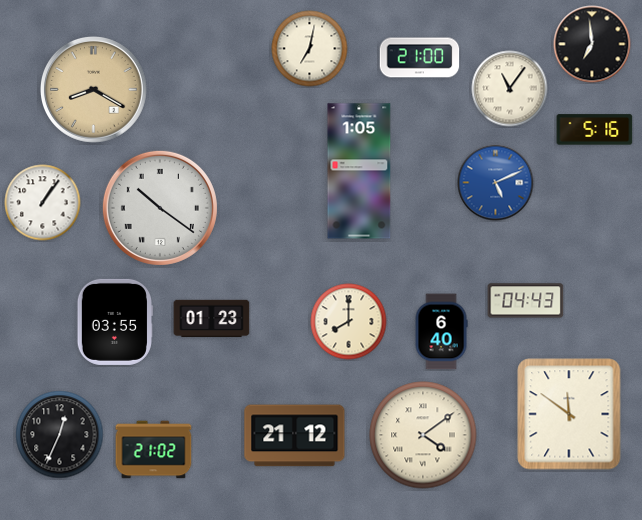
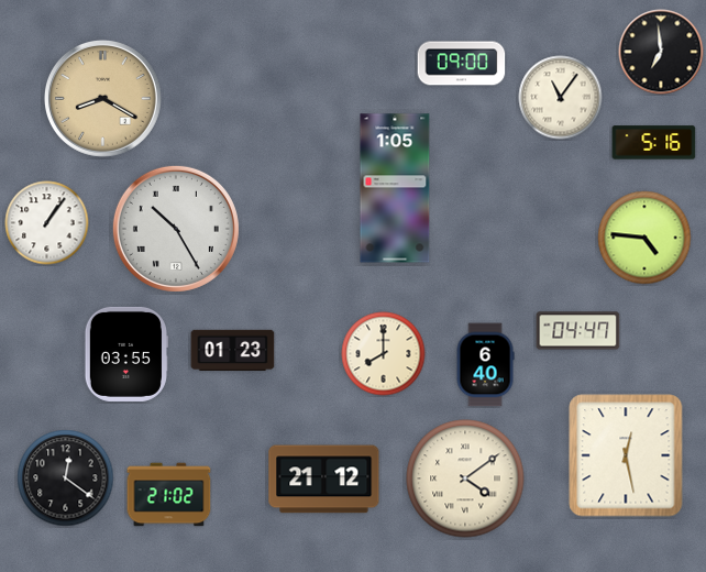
clock at (592, 44) position: (592, 44) -> (661, 52)
clock at (310, 49): 7:02 -> none
clock at (420, 58): 21:00 -> 09:00
clock at (496, 183): 5:11 -> none
clock at (160, 208): 10:21 -> 10:25
clock at (644, 238): none -> 4:46
clock at (526, 301): 04:43 -> 04:47
clock at (569, 414): 11:51 -> 12:28
clock at (60, 435): 12:34 -> 12:21
